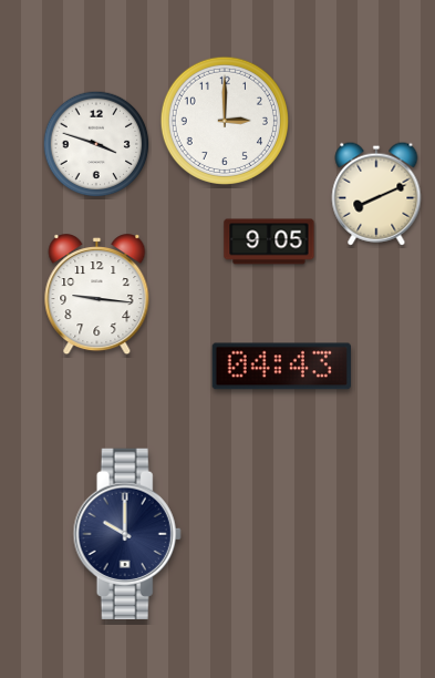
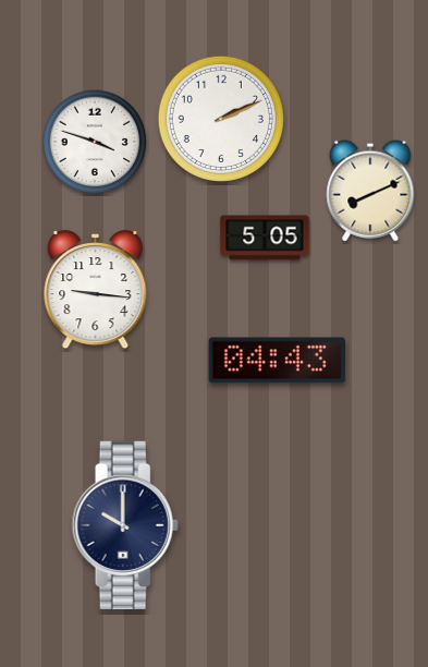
clock at (225, 121): 3:00 -> 2:11
clock at (269, 242): 9:05 -> 5:05
